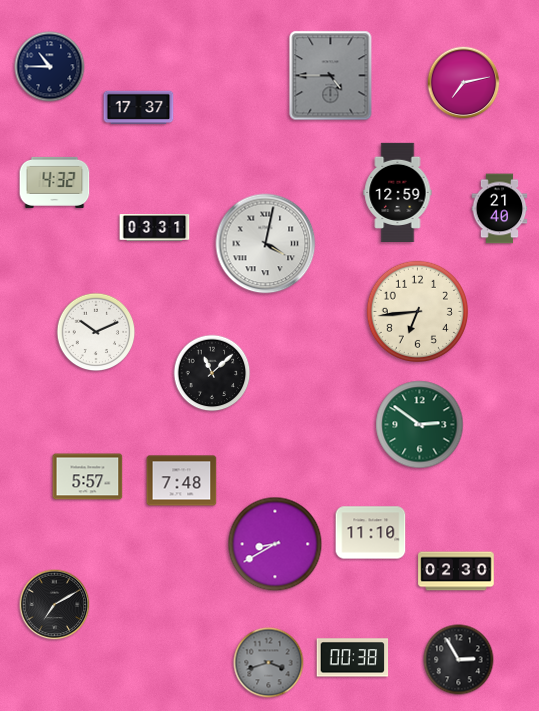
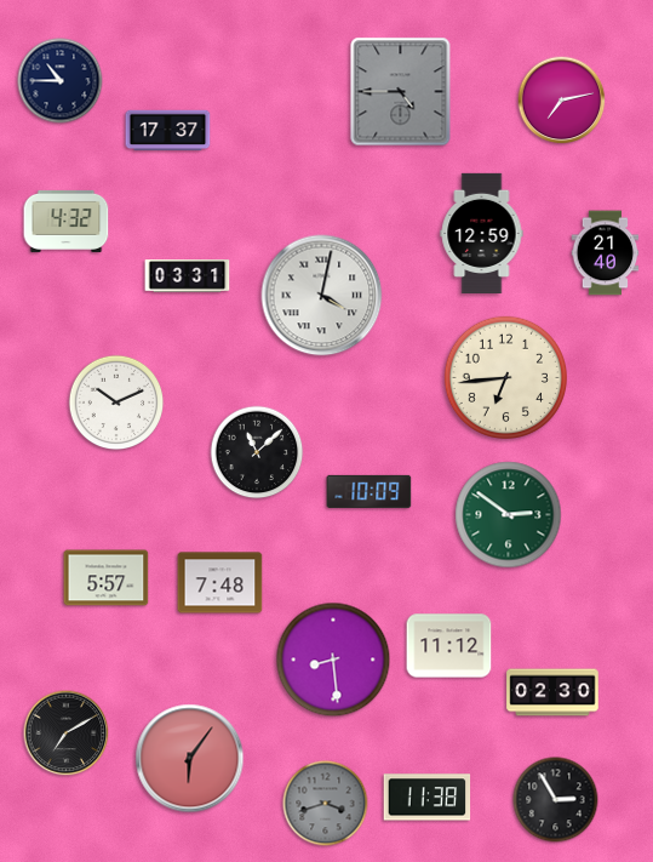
clock at (370, 491): none -> 10:09
clock at (371, 533): 11:10 -> 11:12
clock at (275, 544): 8:40 -> 8:29
clock at (190, 759): none -> 6:06
clock at (353, 658): 00:38 -> 11:38
